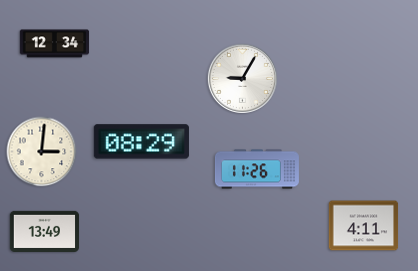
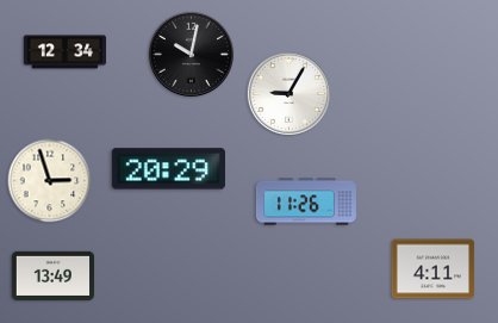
clock at (191, 54): none -> 10:02
clock at (141, 142): 08:29 -> 20:29
clock at (42, 152): 3:01 -> 2:57
